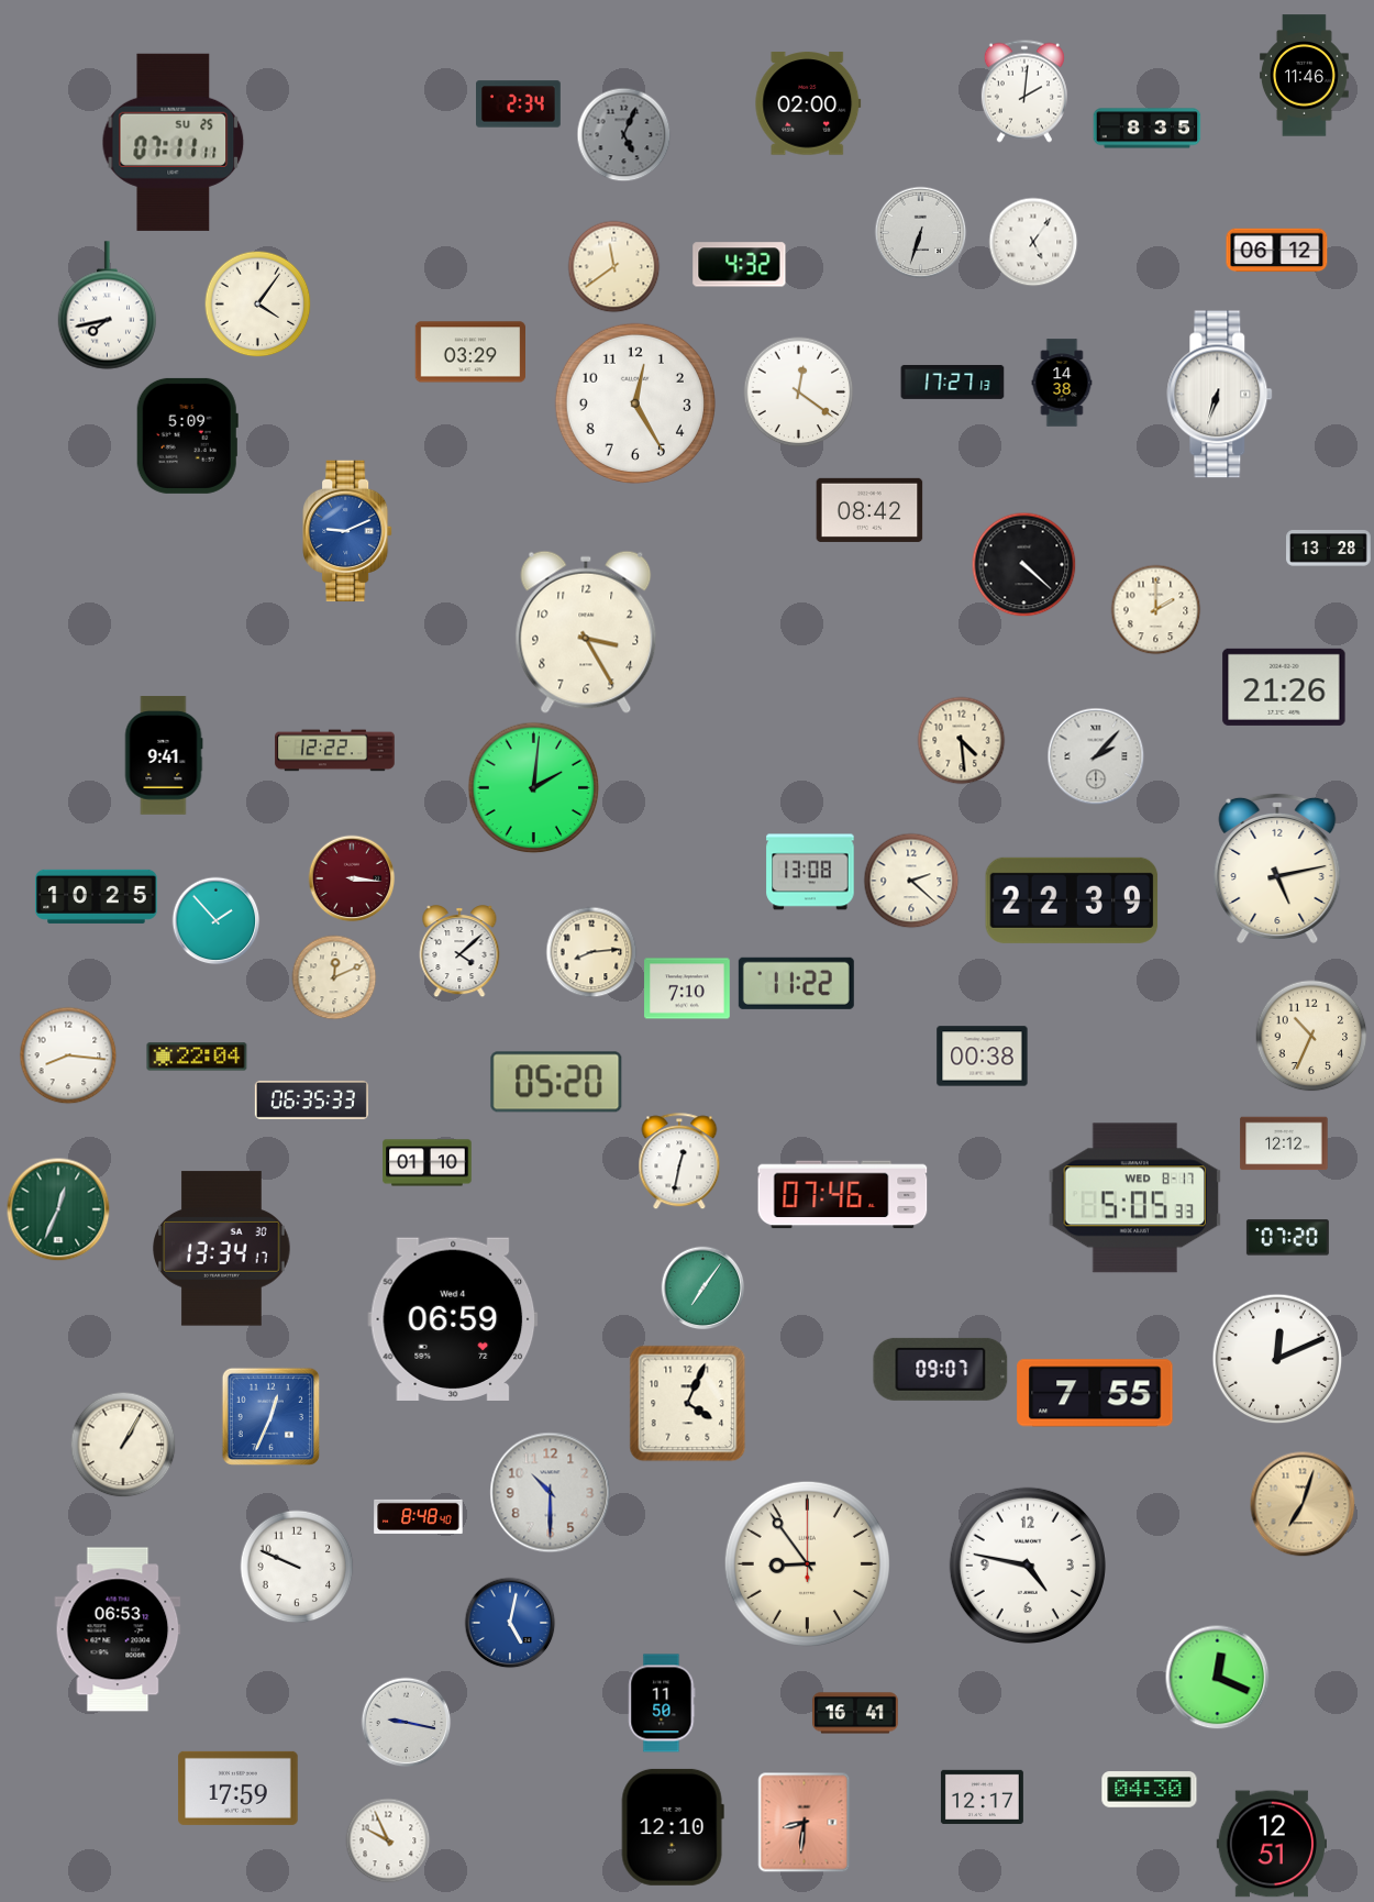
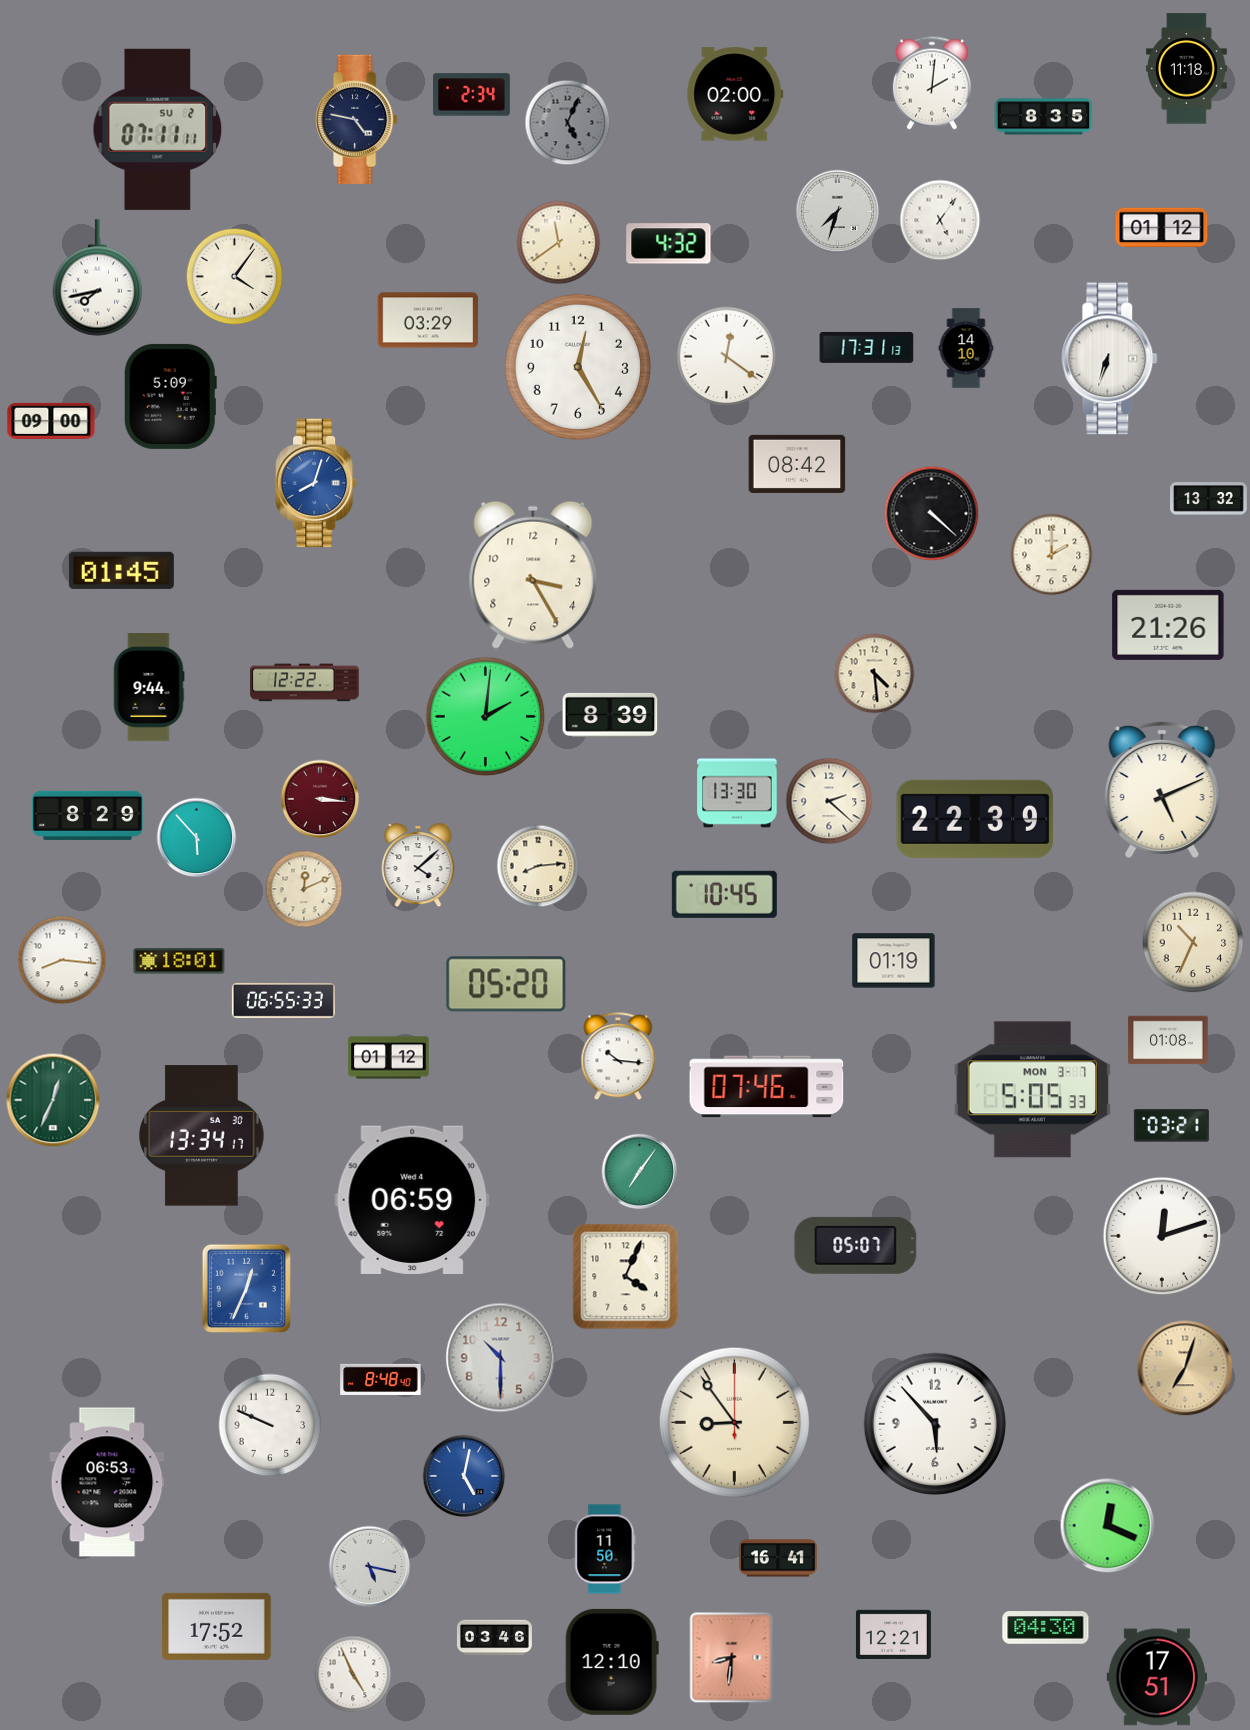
clock at (1304, 76): 11:46 -> 11:18
clock at (357, 119): none -> 4:47
clock at (174, 142) date: SU 25 -> SU 2
clock at (921, 233): 6:33 -> 7:33
clock at (1277, 251): 06:12 -> 01:12
clock at (740, 265) position: (740, 265) -> (669, 244)
clock at (953, 381): 17:27 -> 17:31
clock at (1062, 383): 14:38 -> 14:10
clock at (51, 421): none -> 09:00
clock at (869, 510) position: (869, 510) -> (797, 464)
clock at (347, 531): 9:11 -> 8:03
clock at (1329, 549): 13:28 -> 13:32
clock at (121, 570): none -> 01:45
clock at (164, 755): 9:41 -> 9:44
clock at (1096, 756): 2:07 -> none
clock at (610, 715): none -> 8:39
clock at (1277, 867): 5:13 -> 5:11
clock at (810, 872): 13:08 -> 13:30
clock at (97, 896): 10:25 -> 8:29
clock at (217, 921): 1:53 -> 5:53
clock at (796, 983): 11:22 -> 10:45
clock at (687, 988): 7:10 -> none
clock at (197, 1057): 22:04 -> 18:01
clock at (983, 1057): 00:38 -> 01:19
clock at (311, 1099): 06:35 -> 06:55
clock at (1284, 1143): 12:12 -> 01:08
clock at (679, 1162): 12:32 -> 10:16
clock at (428, 1163): 01:10 -> 01:12
clock at (1134, 1198) date: WED 8-17 -> MON 3-7
clock at (1287, 1238): 07:20 -> 03:21
clock at (1277, 1359): 12:11 -> 12:12
clock at (941, 1369): 09:07 -> 05:07
clock at (1095, 1393): 7:55 -> none
clock at (123, 1445): 1:05 -> none
clock at (1028, 1566): 4:47 -> 5:53
clock at (662, 1703) position: (662, 1703) -> (605, 1549)
clock at (407, 1723): 9:17 -> 5:17
clock at (239, 1788): 17:59 -> 17:52
clock at (982, 1796): 12:17 -> 12:21
clock at (494, 1638): none -> 03:46
clock at (388, 1840): 9:56 -> 4:56
clock at (1271, 1844): 12:51 -> 17:51
